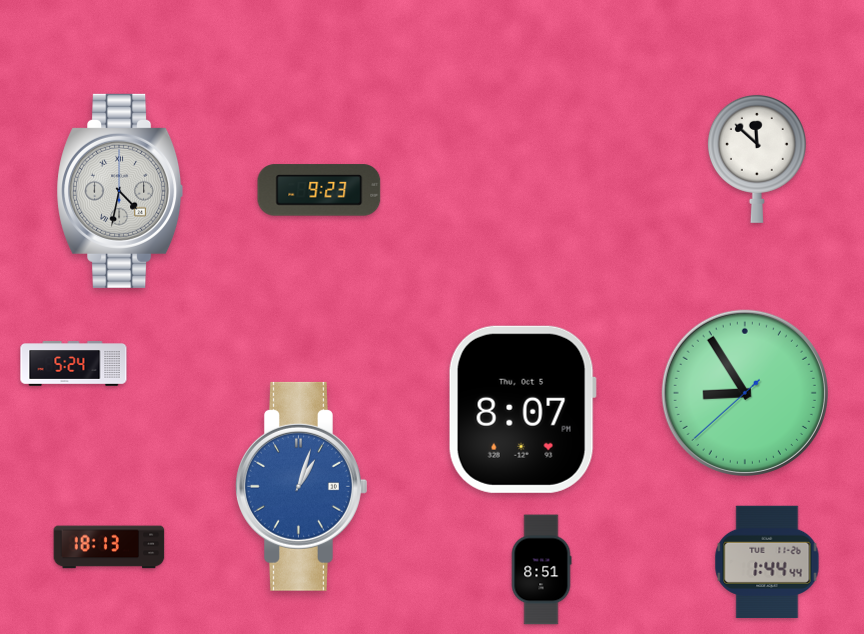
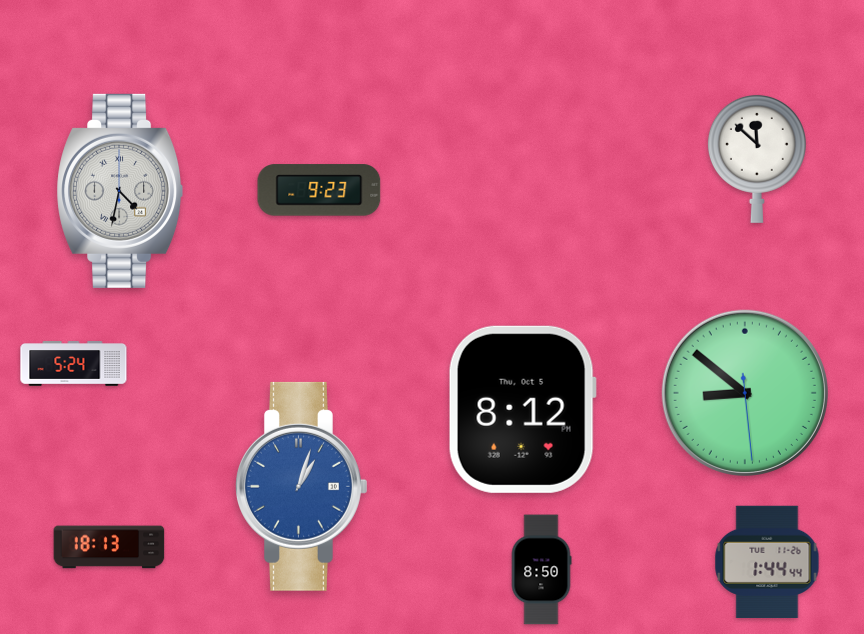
clock at (745, 393): 8:54 -> 8:51
clock at (522, 409): 8:07 -> 8:12
clock at (541, 570): 8:51 -> 8:50
